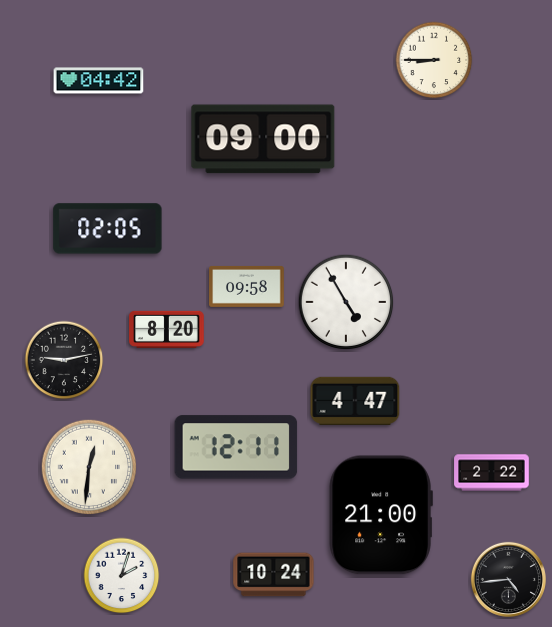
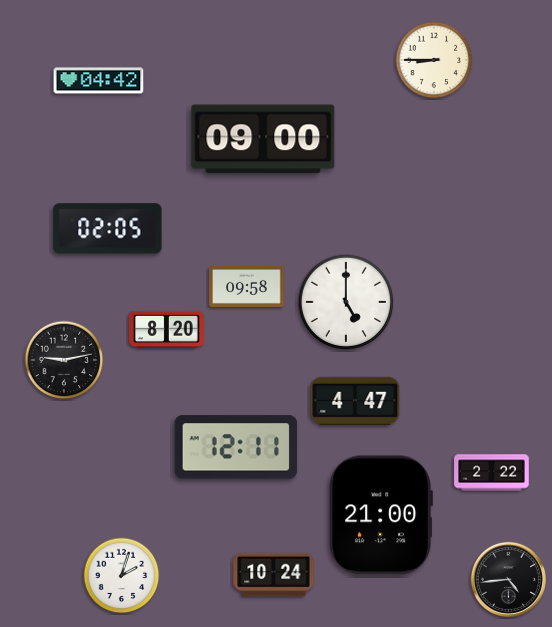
clock at (346, 302): 4:55 -> 5:00
clock at (89, 467): 12:31 -> none
